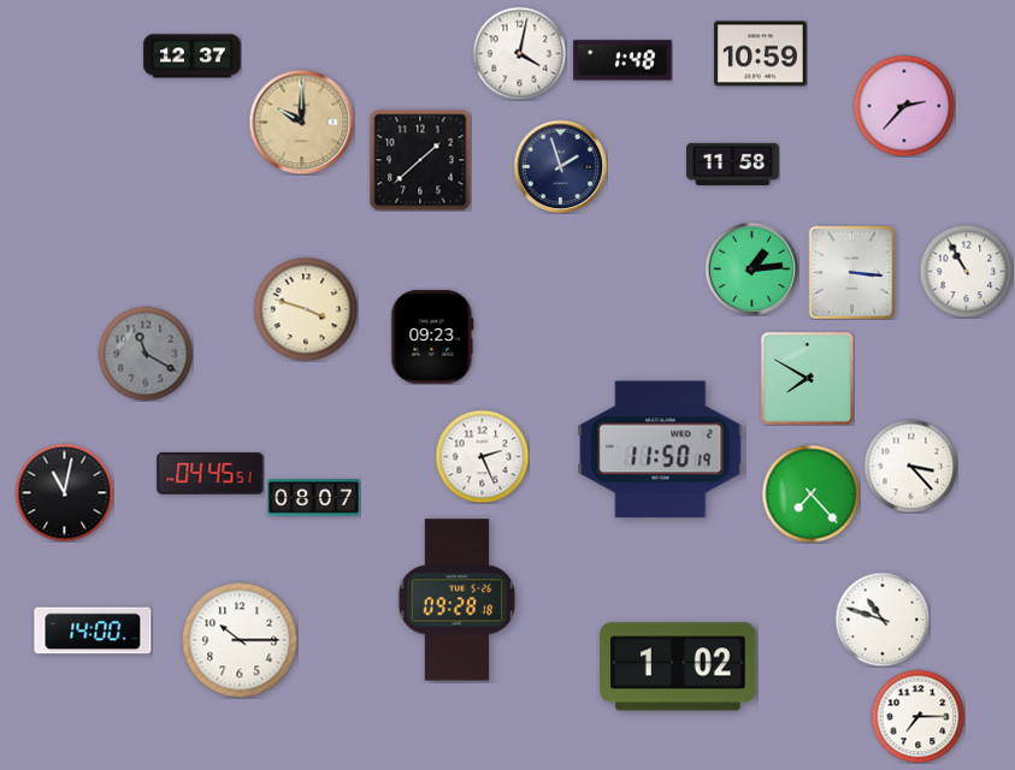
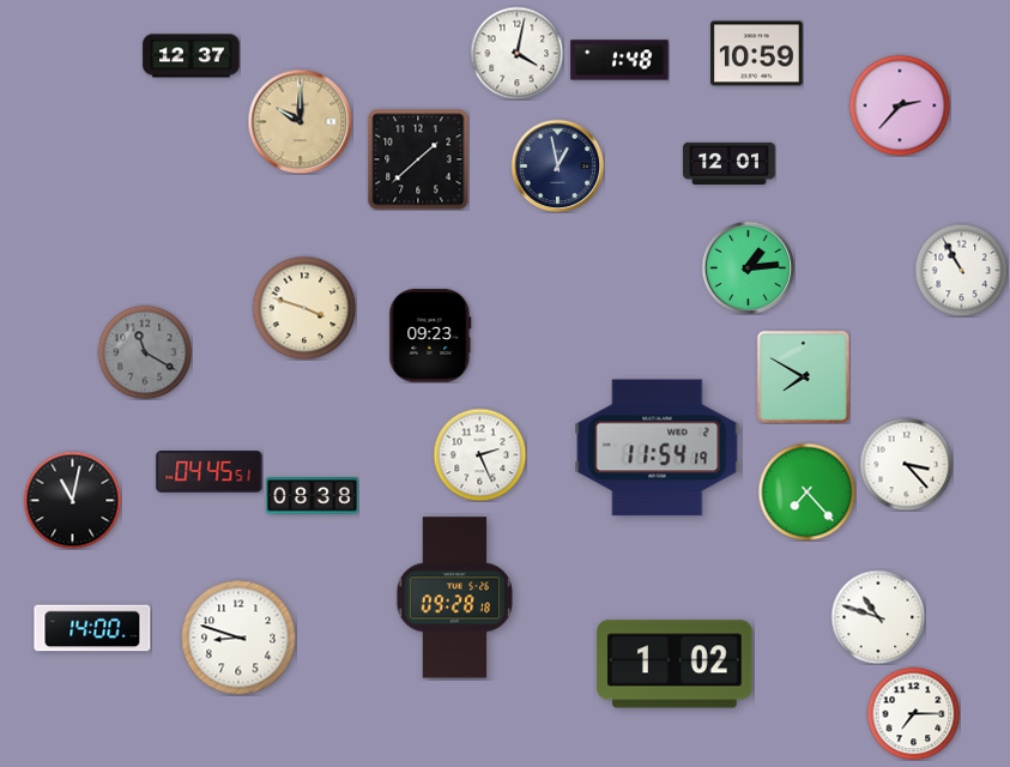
clock at (733, 164): 11:58 -> 12:01
clock at (560, 166): 1:57 -> 12:58
clock at (852, 272): 3:16 -> none
clock at (661, 450): 11:50 -> 11:54
clock at (64, 492) position: (64, 492) -> (72, 500)
clock at (314, 498): 08:07 -> 08:38
clock at (240, 640): 10:15 -> 8:48
